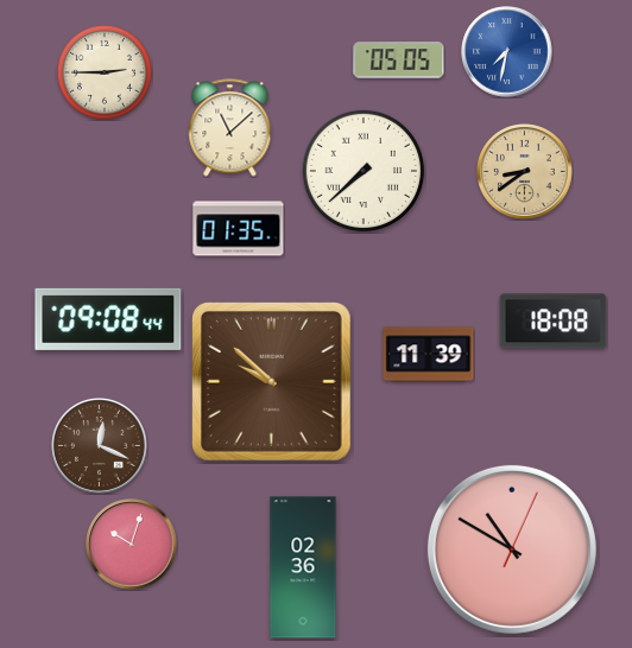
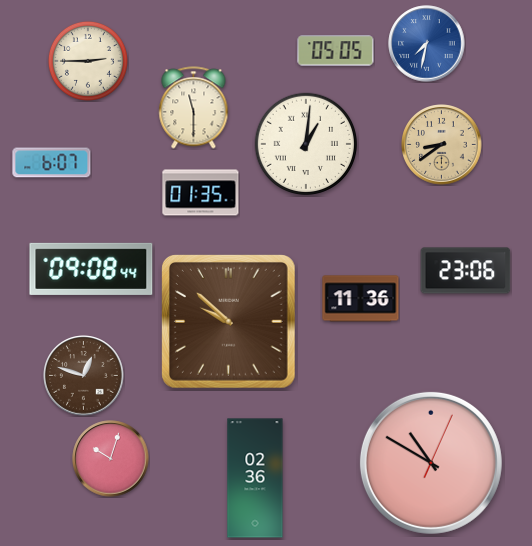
clock at (230, 128): 11:08 -> 11:30
clock at (362, 170): 7:38 -> 1:01
clock at (52, 163): none -> 6:07
clock at (554, 322): 18:08 -> 23:06
clock at (429, 355): 11:39 -> 11:36
clock at (100, 446): 12:19 -> 12:48
